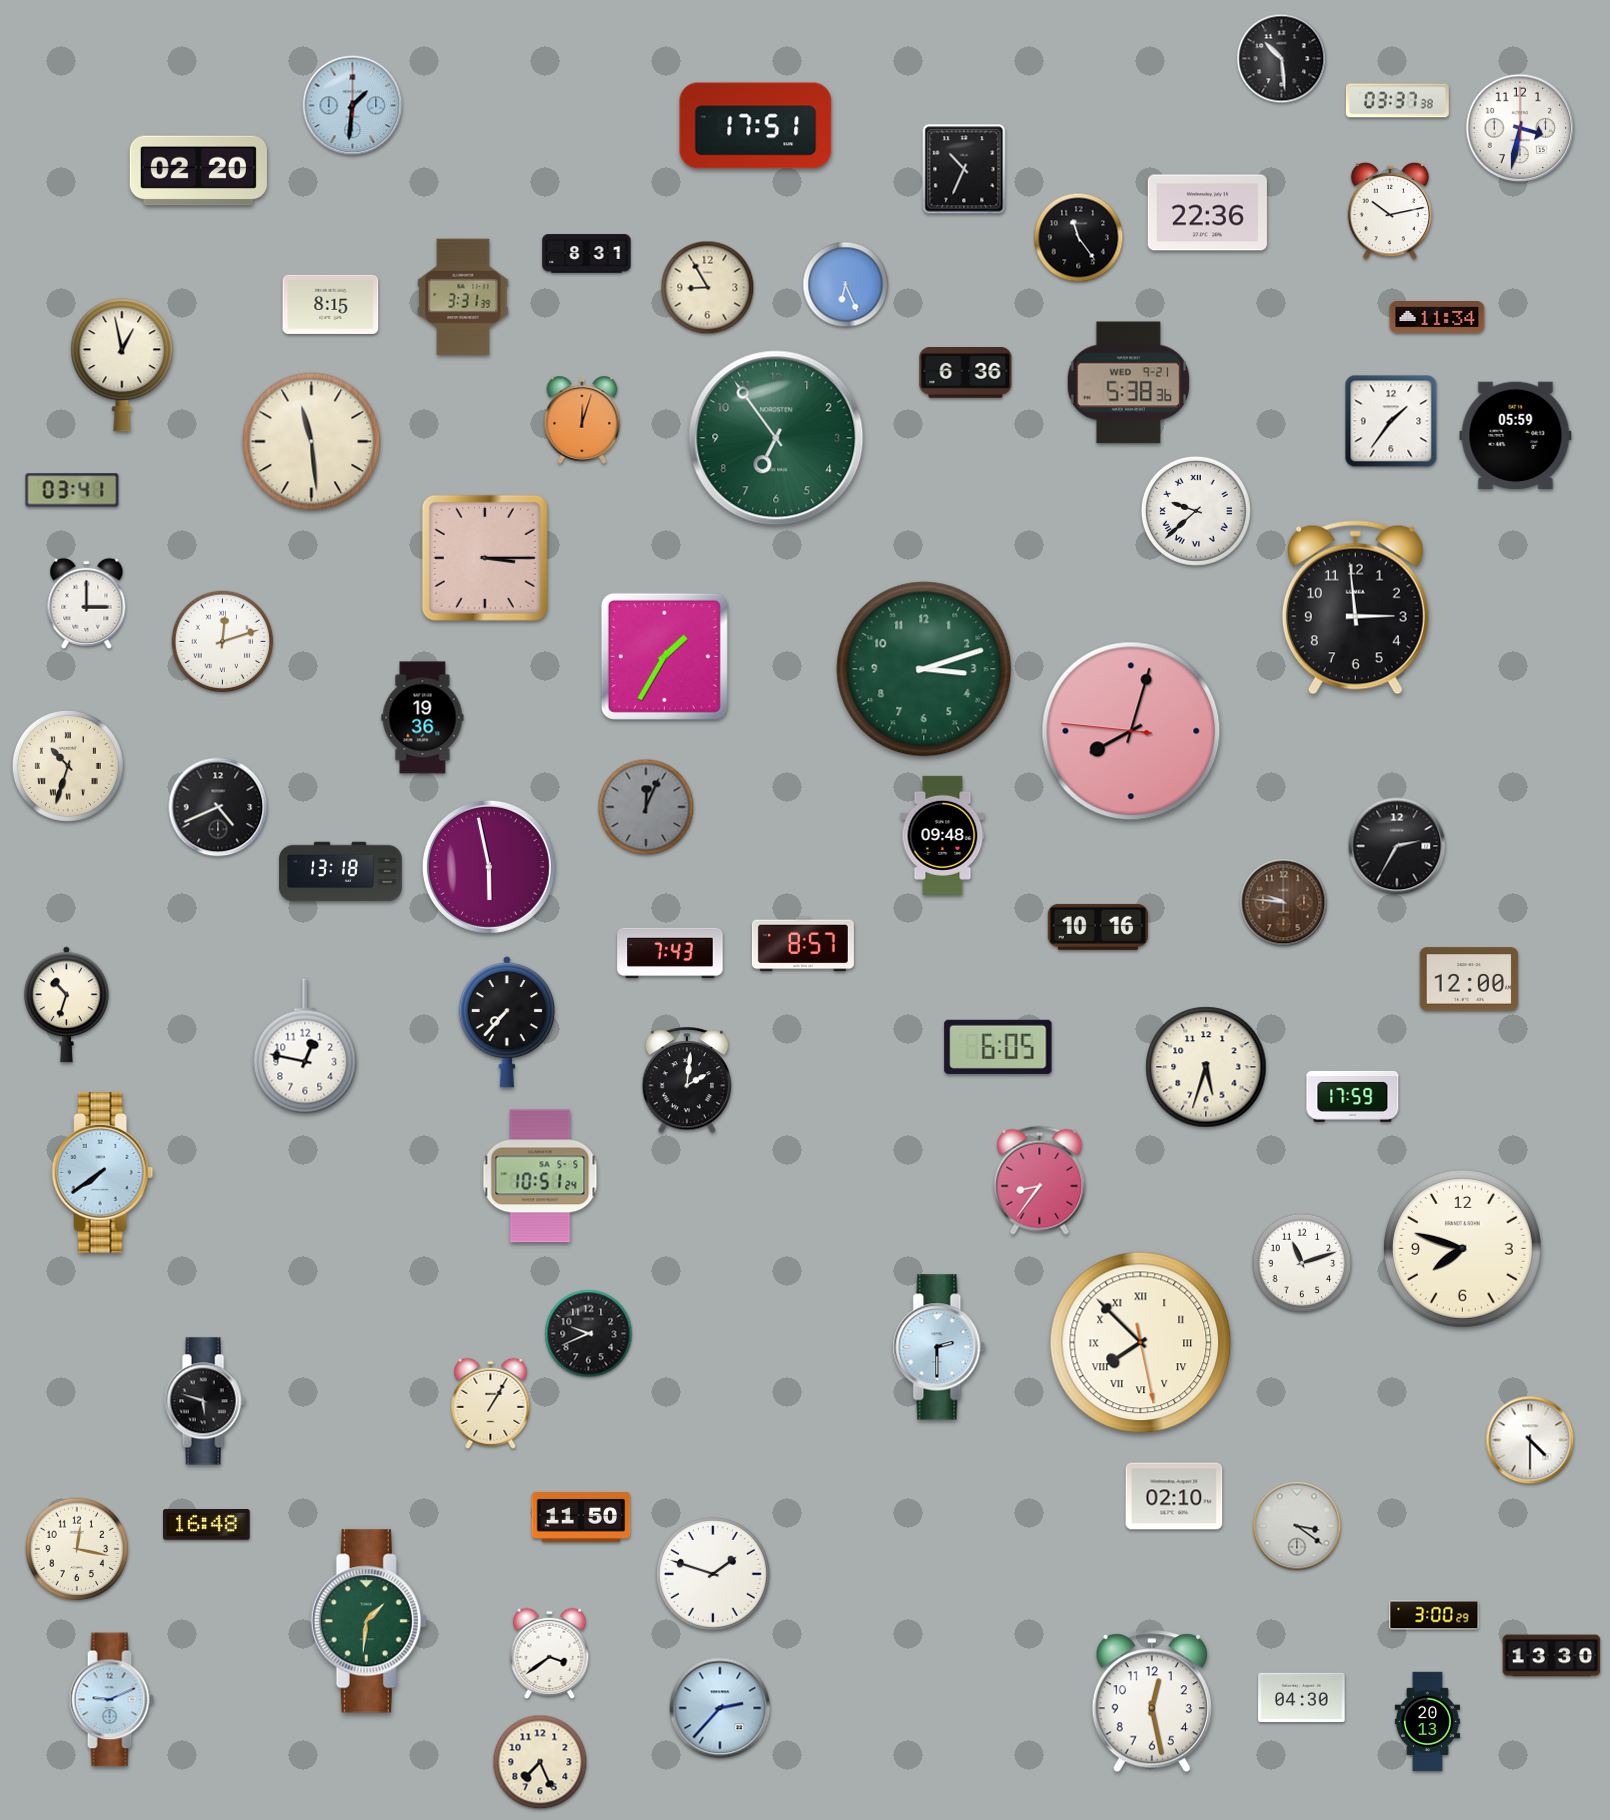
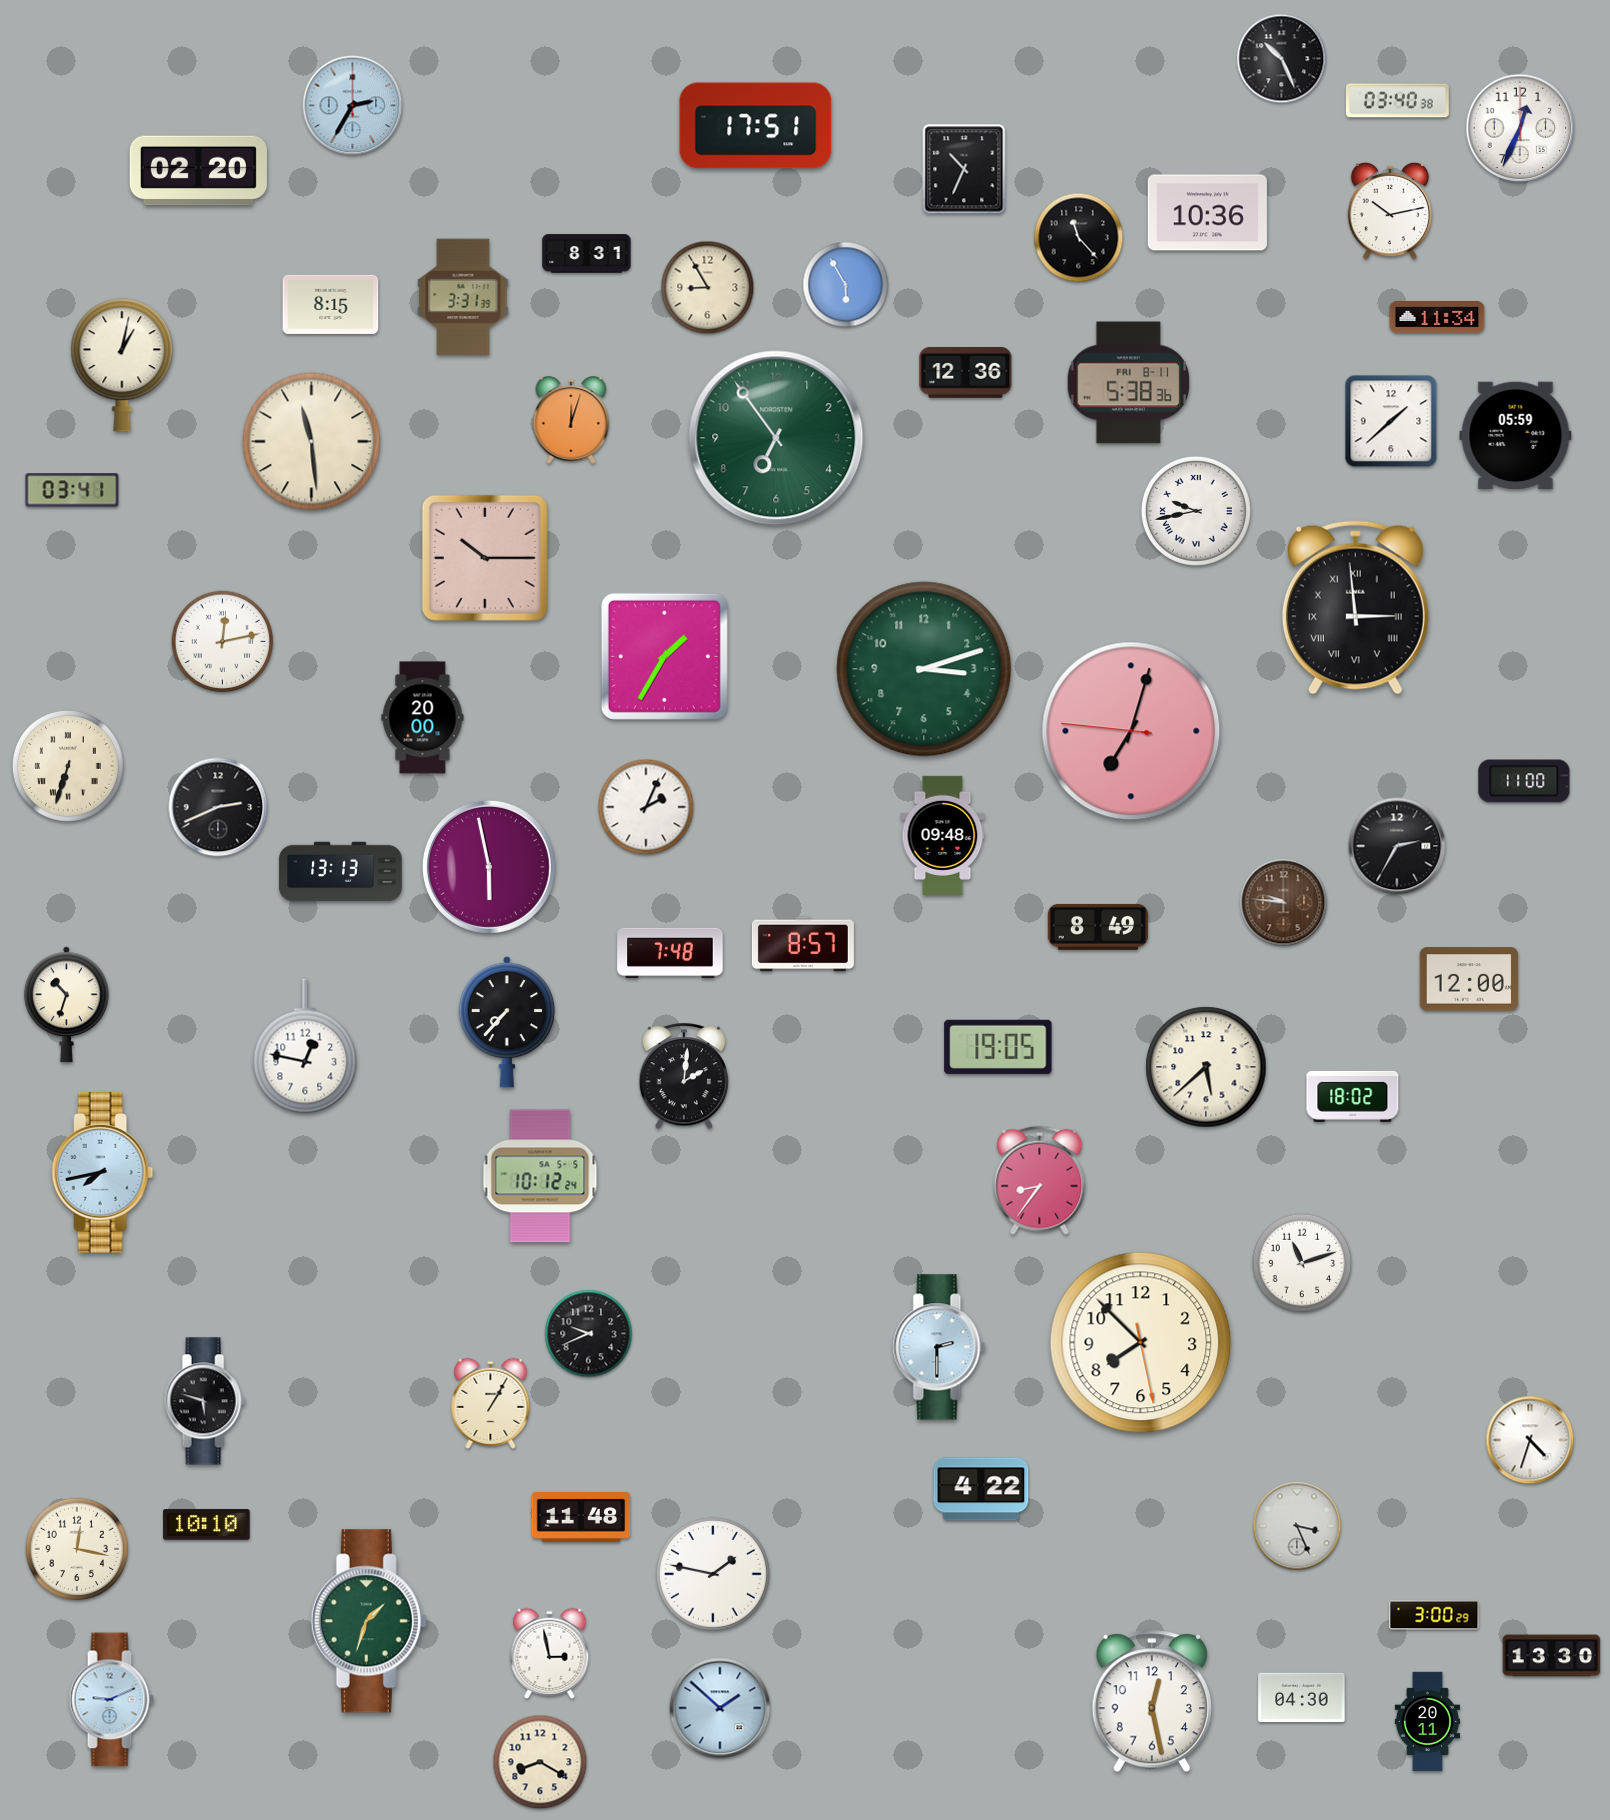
clock at (1282, 59): 10:29 -> 10:26
clock at (1397, 101): 03:37 -> 03:40
clock at (353, 106): 1:31 -> 2:35
clock at (1520, 128): 3:32 -> 12:34
clock at (1207, 213): 22:36 -> 10:36
clock at (1079, 238): 11:24 -> 11:23
clock at (846, 285): 6:26 -> 5:55
clock at (122, 365): 12:58 -> 1:02
clock at (966, 373): 6:36 -> 12:36
clock at (1129, 383) date: WED 9-21 -> FRI 8-11
clock at (582, 420) position: (582, 420) -> (571, 420)
clock at (1391, 421): 1:36 -> 1:38
clock at (1196, 511): 9:38 -> 9:43
clock at (485, 558): 3:15 -> 10:15
clock at (87, 603): 3:00 -> none
clock at (1355, 608) numerals: Arabic -> Roman
clock at (223, 642): 12:12 -> 12:13
clock at (423, 718): 19:36 -> 20:00
clock at (1131, 731): 8:02 -> 7:02
clock at (68, 766): 10:33 -> 6:33
clock at (1524, 781): none -> 11:00
clock at (218, 807): 4:41 -> 2:41
clock at (646, 807): 12:04 -> 2:04
clock at (646, 807) dial: grey -> white
clock at (341, 872): 13:18 -> 13:13
clock at (1098, 927): 10:16 -> 8:49
clock at (670, 953): 7:43 -> 7:48
clock at (998, 1047): 6:05 -> 19:05
clock at (1206, 1067): 5:33 -> 5:38
clock at (687, 1081) position: (687, 1081) -> (684, 1077)
clock at (1353, 1096): 17:59 -> 18:02
clock at (103, 1173): 7:39 -> 7:43
clock at (540, 1176): 10:51 -> 10:12
clock at (1462, 1248): 7:48 -> none
clock at (1141, 1343) numerals: Roman -> Arabic
clock at (1530, 1440): 4:30 -> 4:33
clock at (981, 1489): none -> 4:22
clock at (1174, 1496): 02:10 -> none
clock at (581, 1517): 11:50 -> 11:48
clock at (207, 1525): 16:48 -> 10:10
clock at (1297, 1526): 3:21 -> 3:26
clock at (713, 1574): 1:48 -> 1:47
clock at (369, 1621): 1:31 -> 1:33
clock at (550, 1653): 3:39 -> 2:58
clock at (720, 1708): 2:37 -> 1:52
clock at (1427, 1722): 20:13 -> 20:11
clock at (540, 1762): 7:26 -> 8:20
